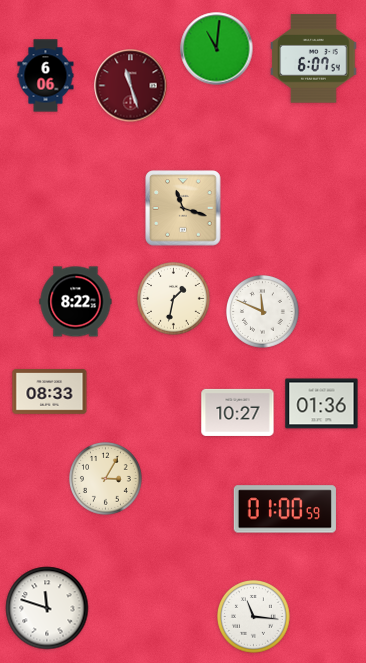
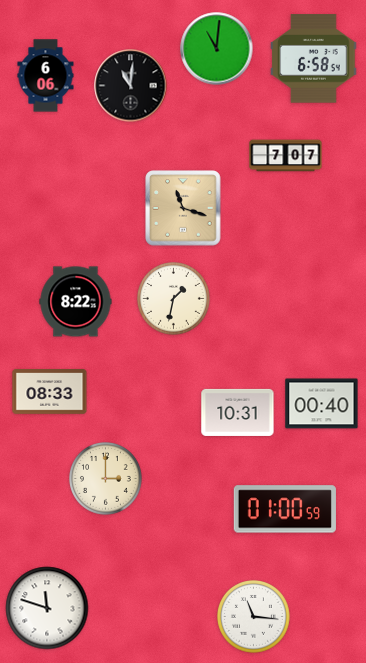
clock at (314, 59): 6:07 -> 6:58
clock at (131, 86): 11:27 -> 11:01
clock at (131, 86) dial: burgundy -> black
clock at (286, 156): none -> 7:07
clock at (263, 312): 11:49 -> none
clock at (322, 404): 01:36 -> 00:40
clock at (238, 412): 10:27 -> 10:31
clock at (106, 479): 3:05 -> 3:00
